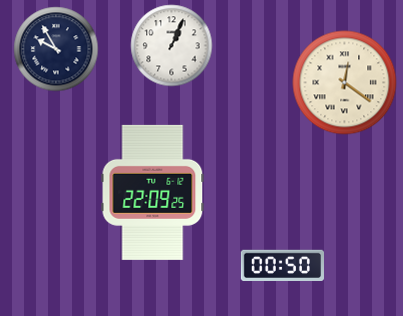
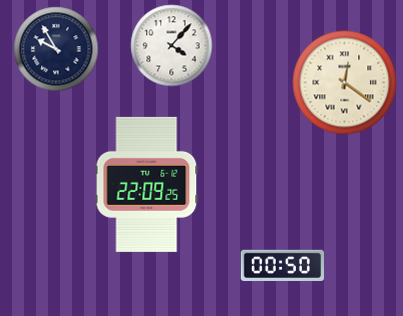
clock at (172, 46): 1:04 -> 4:07
clock at (153, 192) position: (153, 192) -> (147, 184)
